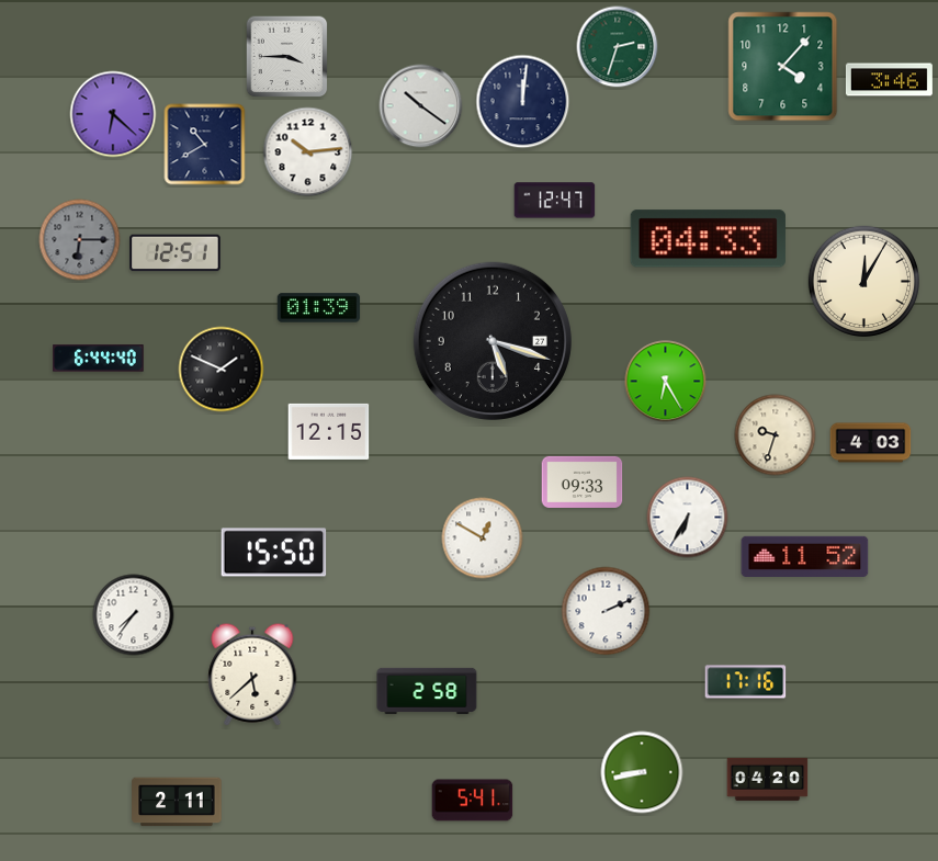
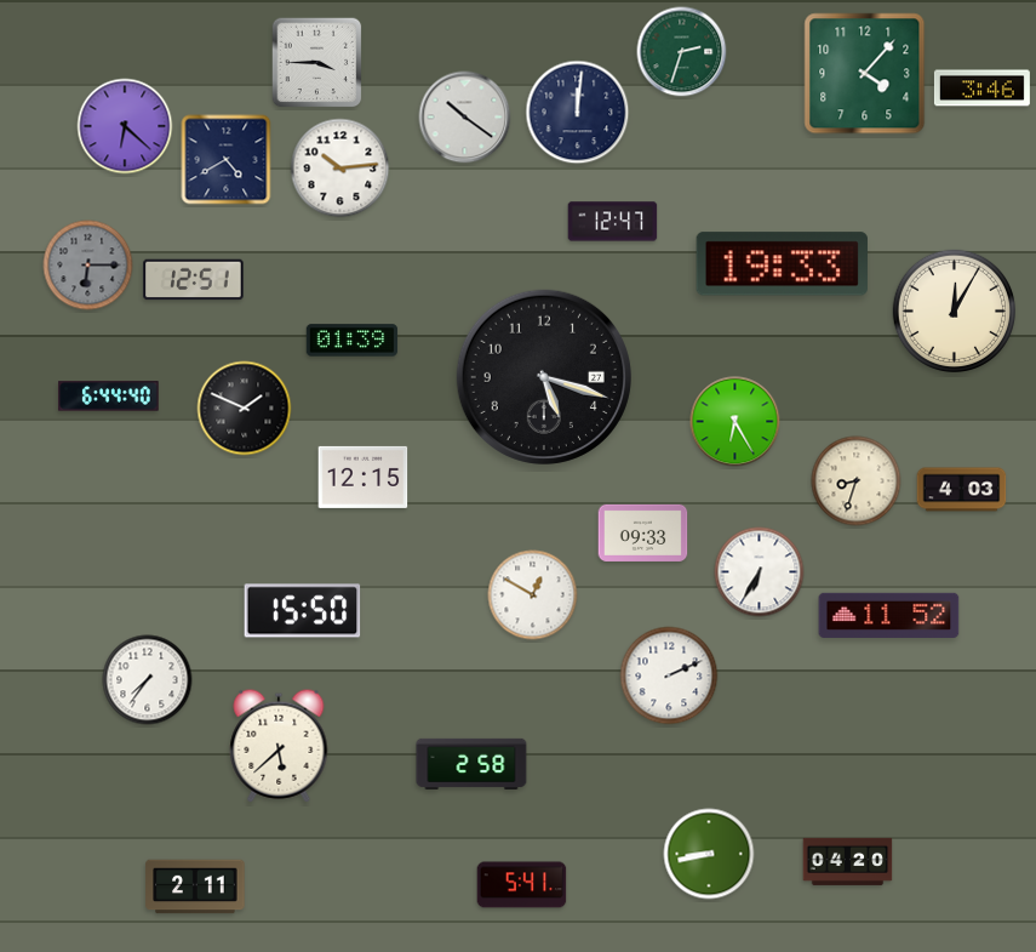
clock at (205, 145): 10:40 -> 4:40
clock at (708, 239): 04:33 -> 19:33
clock at (776, 435): 9:33 -> 8:33
clock at (746, 682): 17:16 -> none
